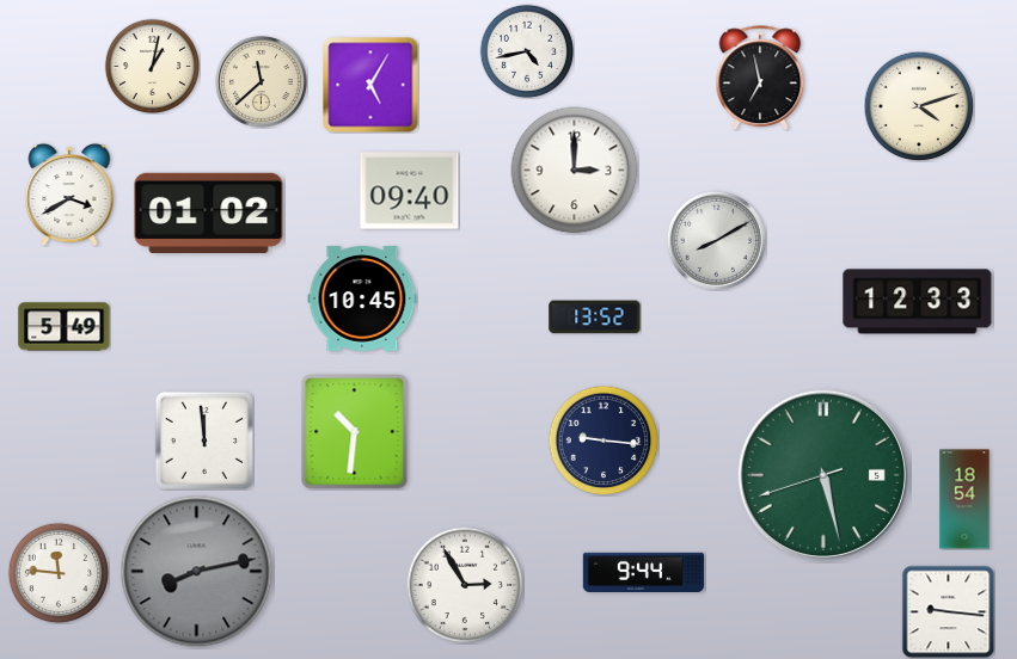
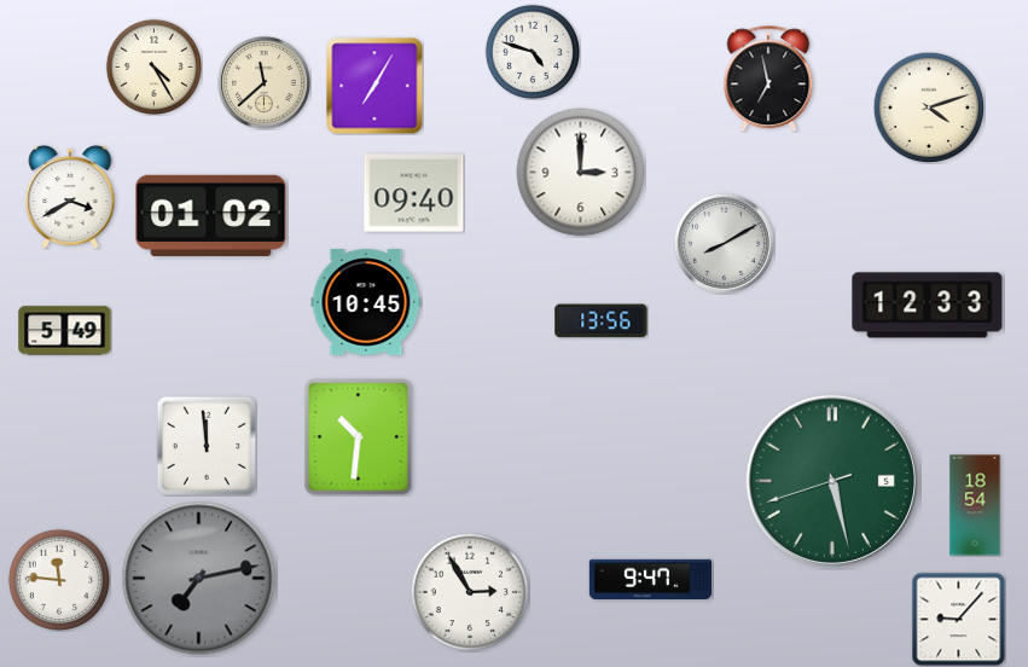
clock at (526, 50): 4:43 -> 4:48
clock at (152, 66): 1:02 -> 4:25
clock at (370, 85): 5:05 -> 7:05
clock at (595, 318): 13:52 -> 13:56
clock at (604, 441): 9:16 -> none
clock at (197, 572): 8:13 -> 7:13
clock at (643, 572): 9:44 -> 9:47
clock at (948, 611): 9:16 -> 9:07
